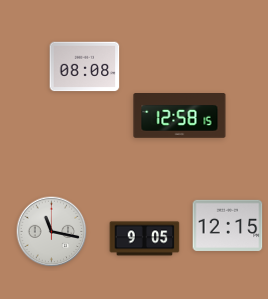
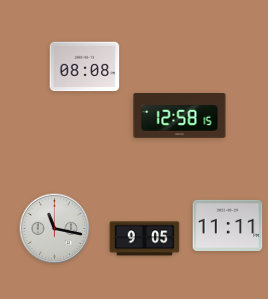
clock at (228, 225): 12:15 -> 11:11
clock at (52, 232) position: (52, 232) -> (55, 229)
